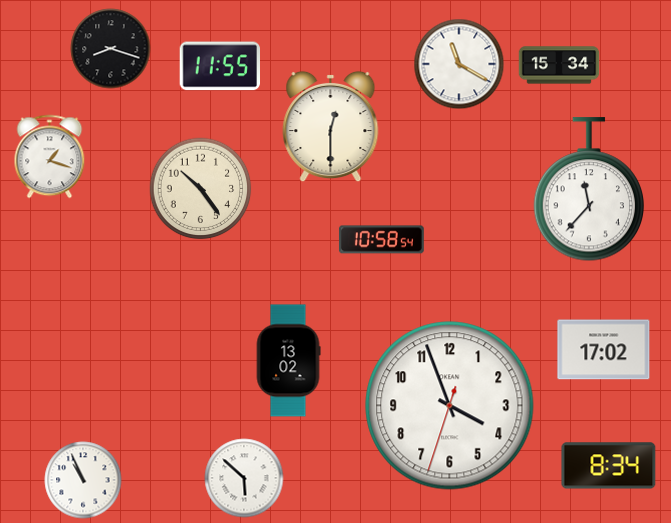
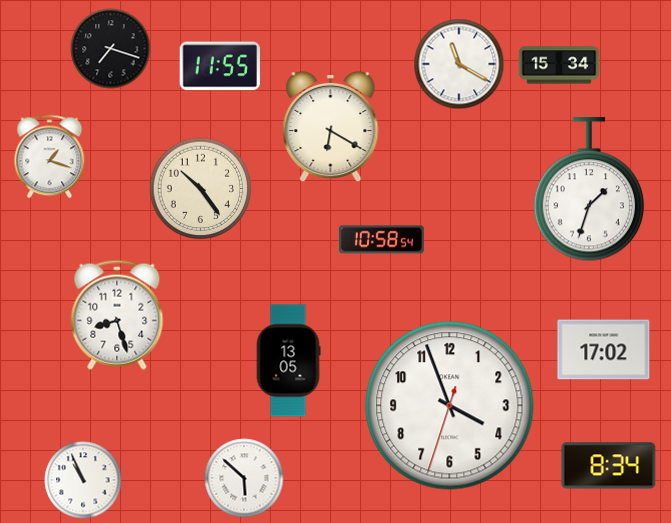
clock at (111, 49): 8:18 -> 7:18
clock at (331, 127): 12:30 -> 6:20
clock at (588, 190): 11:37 -> 1:33
clock at (117, 315): none -> 8:27
clock at (288, 361): 13:02 -> 13:05
